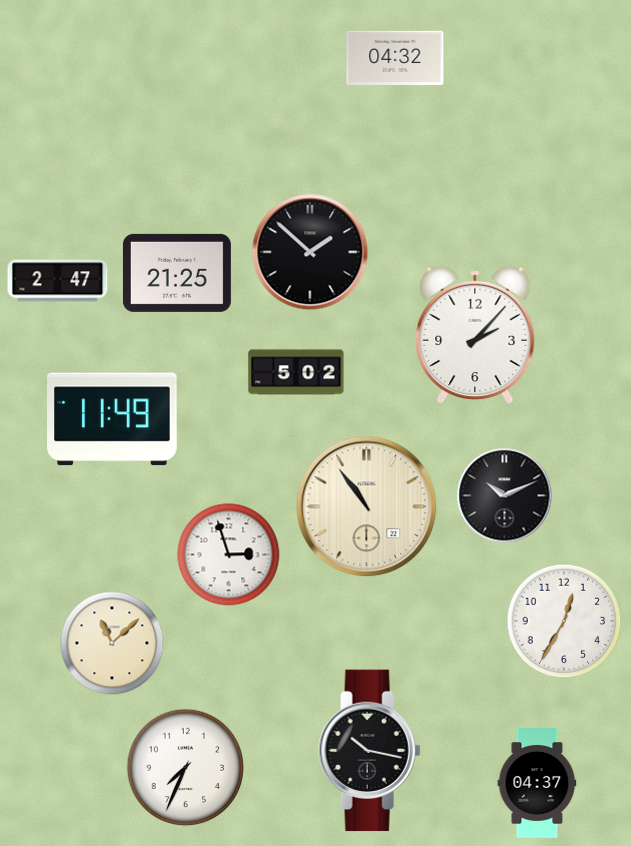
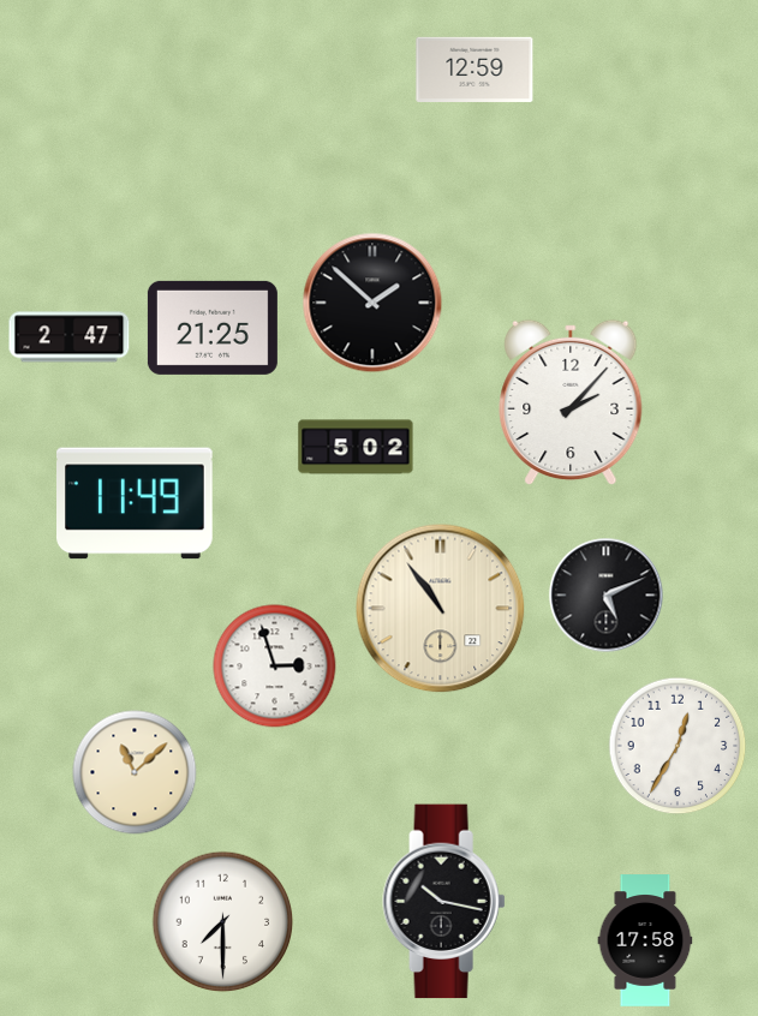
clock at (395, 57): 04:32 -> 12:59
clock at (505, 496): 10:11 -> 5:11
clock at (186, 768): 7:34 -> 7:30
clock at (537, 783): 04:37 -> 17:58
